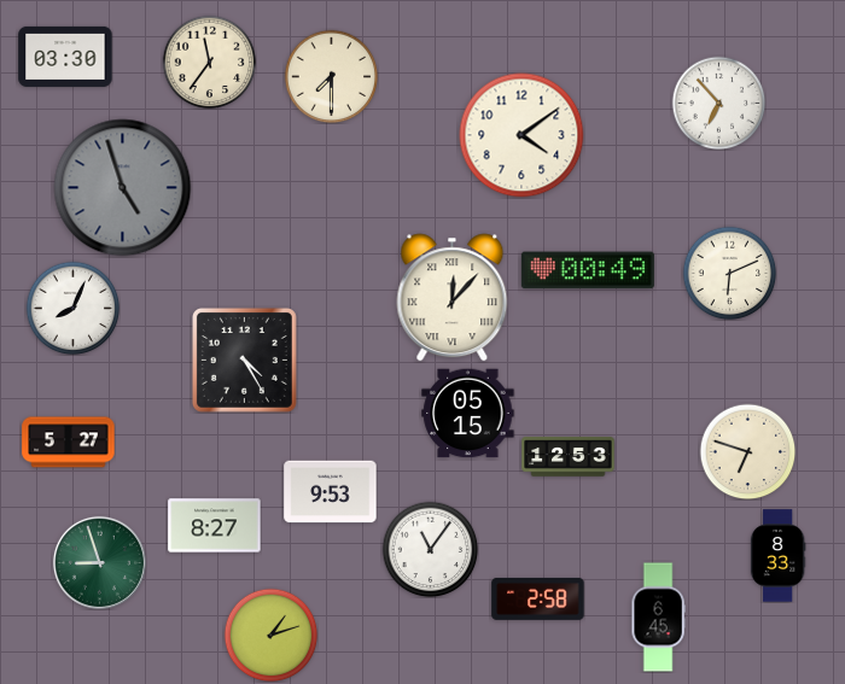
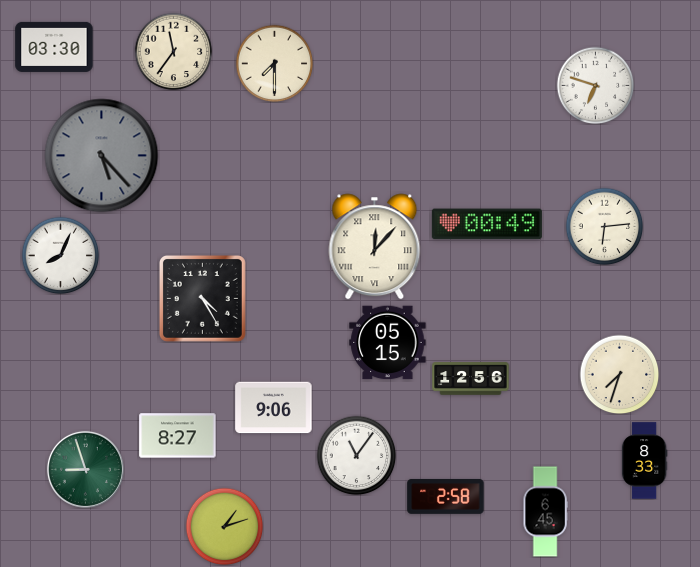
clock at (718, 103): 6:53 -> 6:48
clock at (521, 135): 4:09 -> none
clock at (123, 188): 4:57 -> 5:23
clock at (729, 273): 6:11 -> 6:14
clock at (69, 443): 5:27 -> none
clock at (747, 451): 6:48 -> 7:33
clock at (569, 457): 12:53 -> 12:56
clock at (331, 492): 9:53 -> 9:06
clock at (99, 562) position: (99, 562) -> (85, 469)
